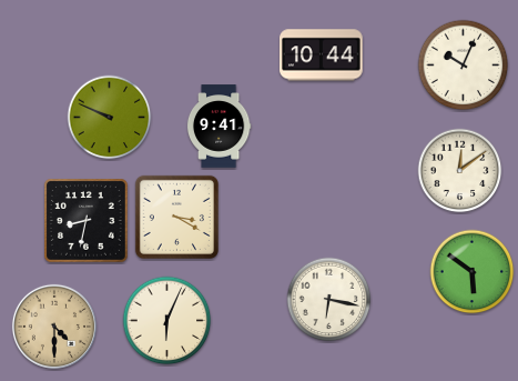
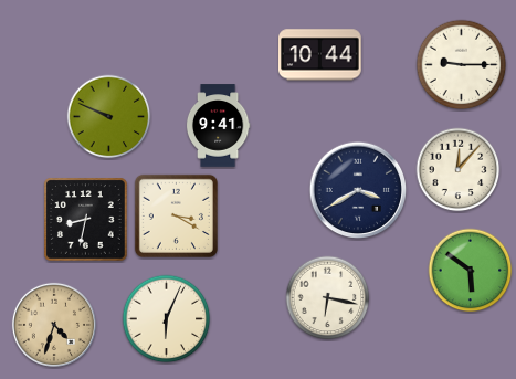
clock at (464, 66): 10:04 -> 9:15
clock at (460, 171): 12:09 -> 12:07
clock at (358, 190): none -> 3:40
clock at (54, 327): 4:30 -> 4:33
